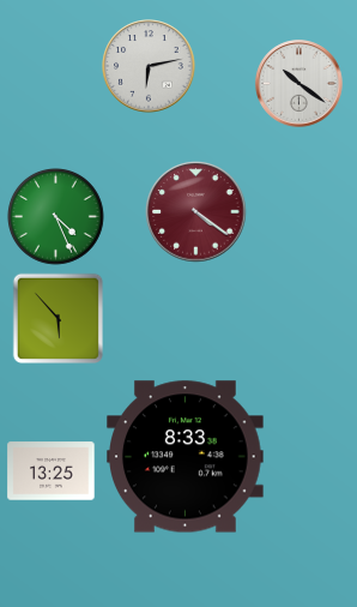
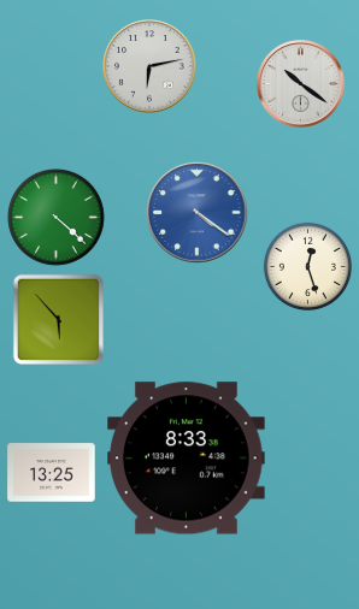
clock at (196, 212) dial: burgundy -> blue
clock at (56, 217): 4:26 -> 4:22
clock at (307, 266): none -> 12:27
